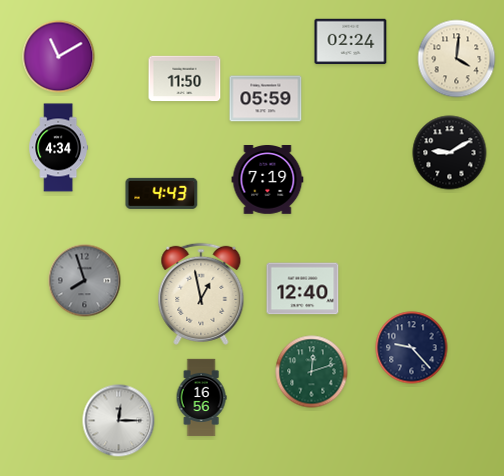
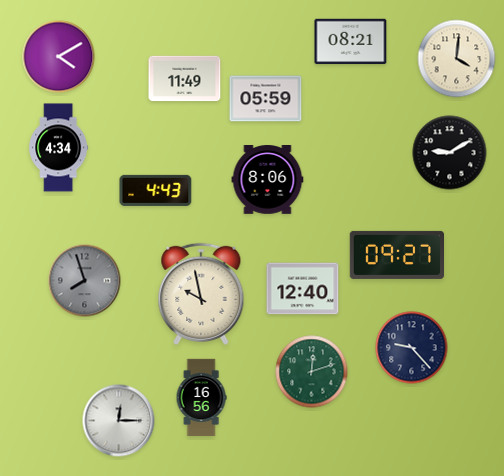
clock at (351, 42): 02:24 -> 08:21
clock at (59, 57): 11:10 -> 4:10
clock at (185, 79): 11:50 -> 11:49
clock at (268, 180): 7:19 -> 8:06
clock at (162, 193) position: (162, 193) -> (156, 190)
clock at (396, 255): none -> 09:27
clock at (201, 294): 12:58 -> 9:58
